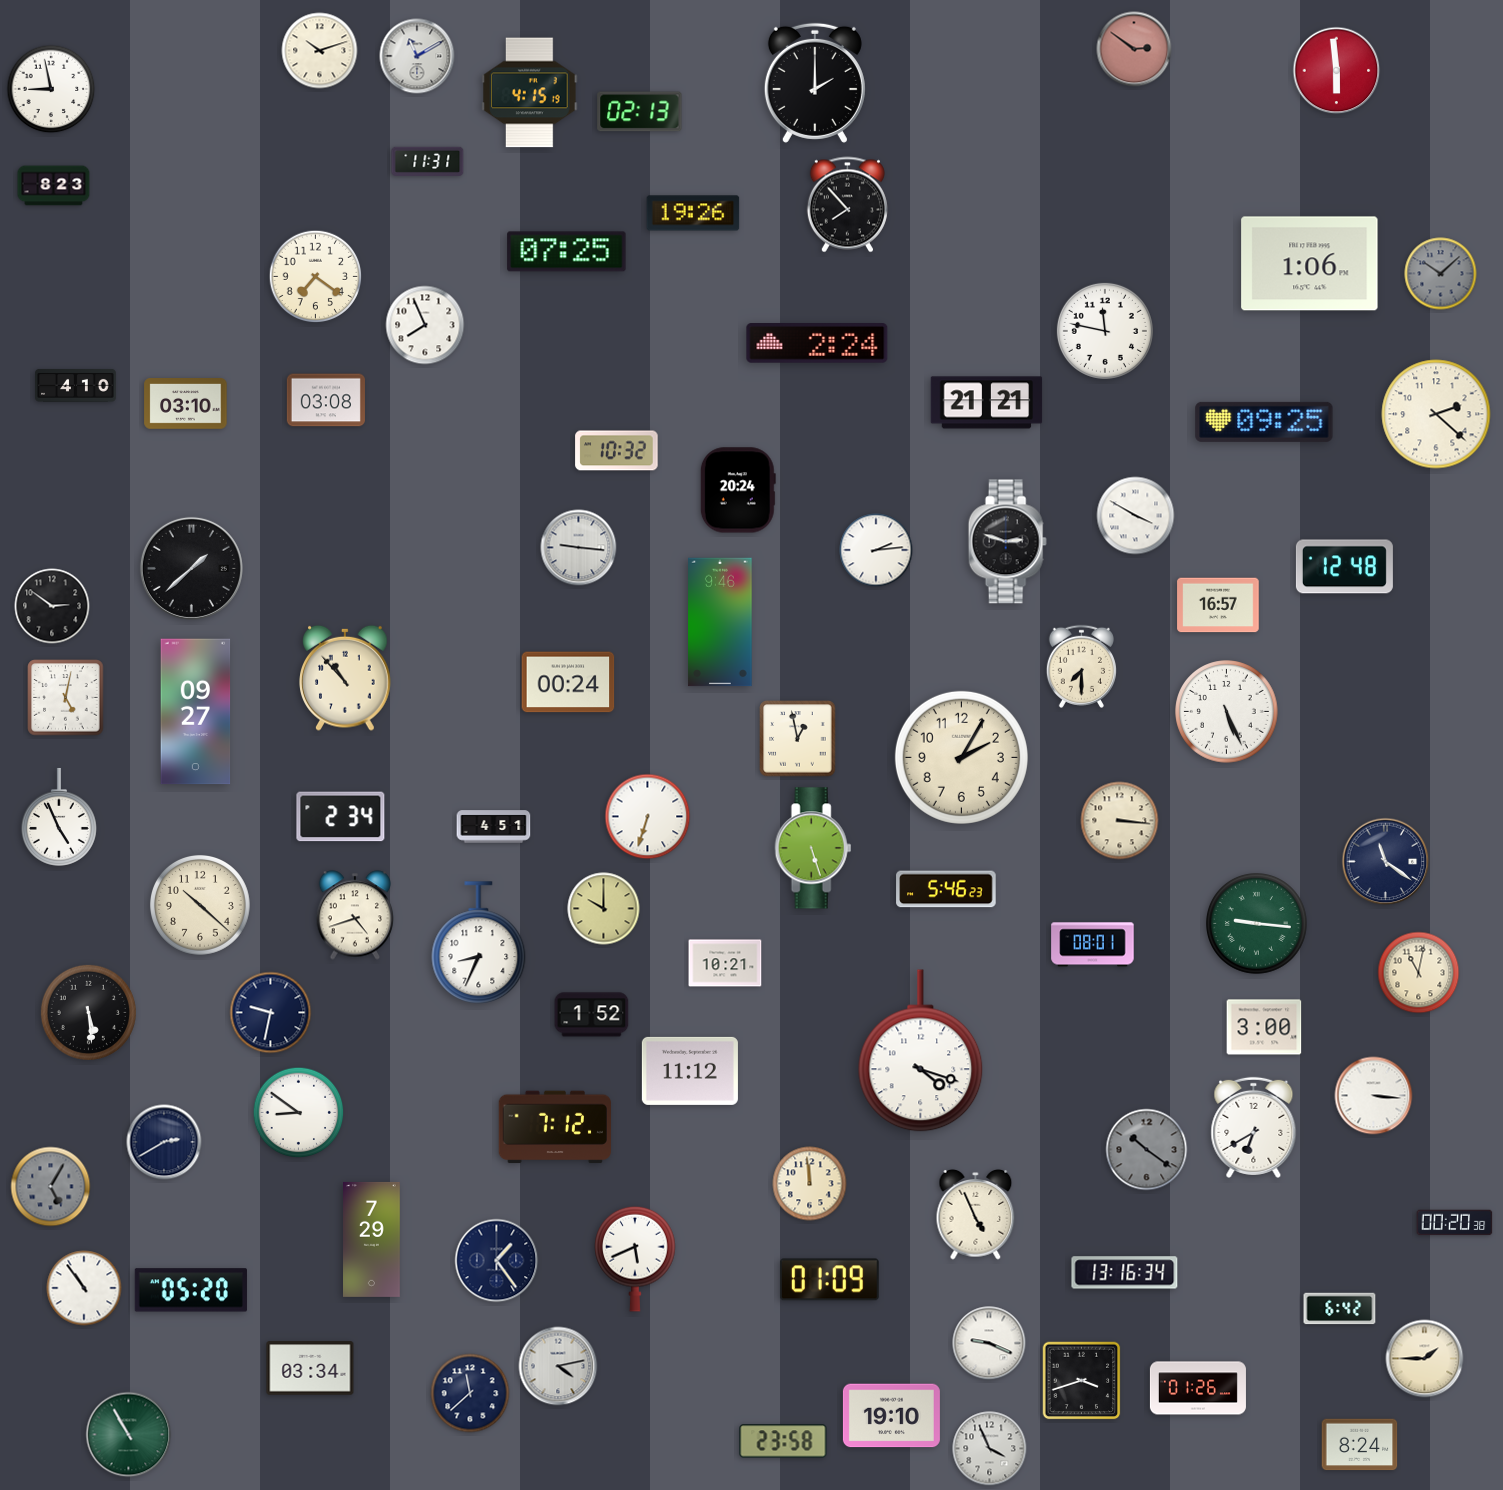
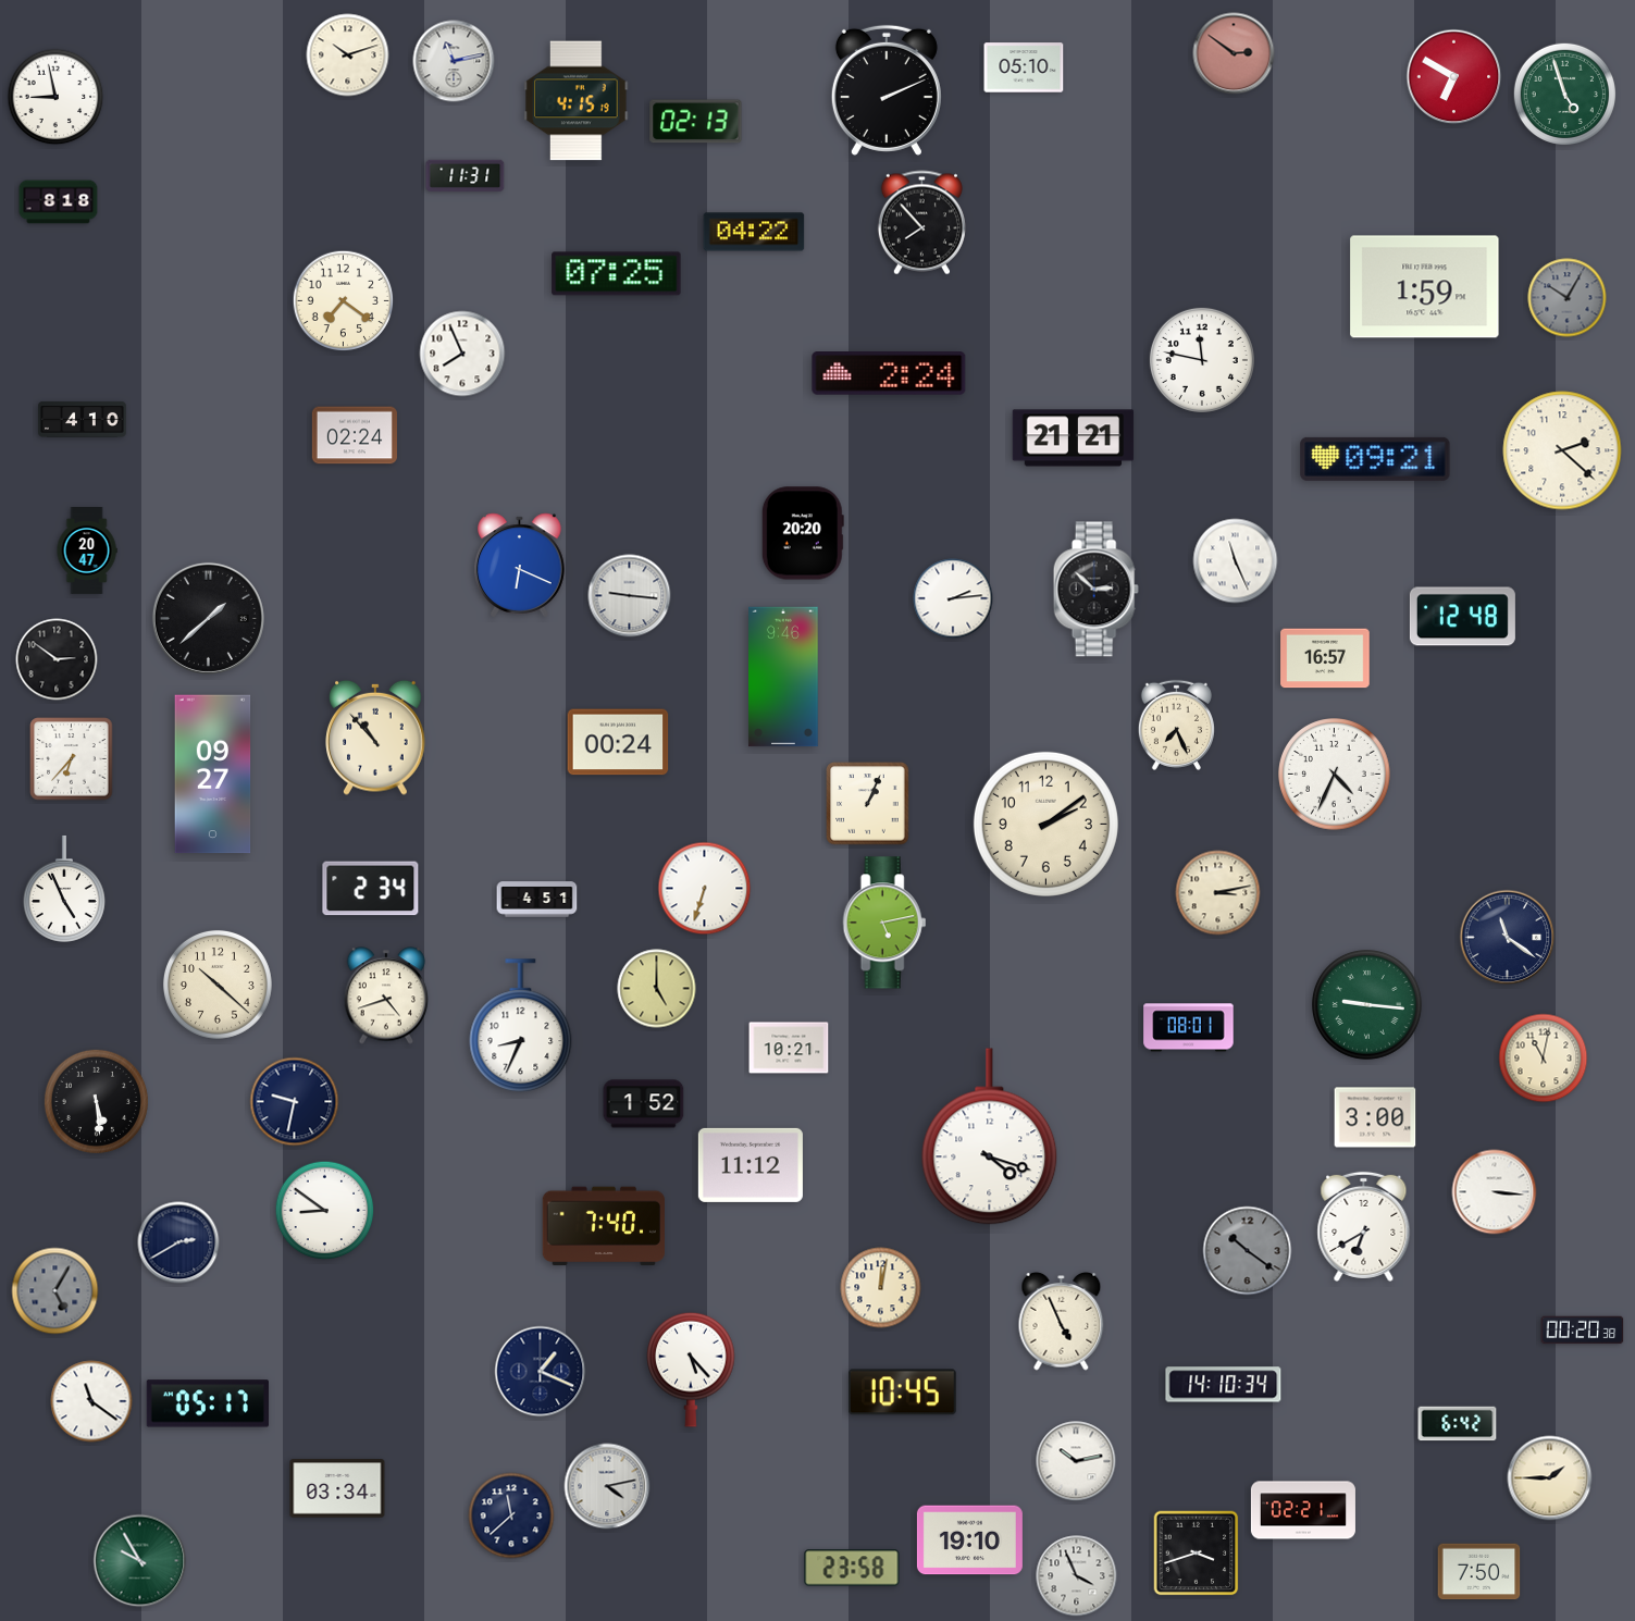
clock at (417, 56): 11:10 -> 11:13
clock at (1024, 67): none -> 05:10
clock at (1337, 71): 5:59 -> 6:50
clock at (815, 83): 2:00 -> 2:11
clock at (1564, 94): none -> 4:57
clock at (54, 186): 8:23 -> 8:18
clock at (693, 213): 19:26 -> 04:22
clock at (1310, 264): 1:06 -> 1:59
clock at (1441, 274): 10:08 -> 10:05
clock at (326, 400): 03:08 -> 02:24
clock at (186, 404): 03:10 -> none
clock at (1264, 422): 09:25 -> 09:21
clock at (617, 451): 10:32 -> none
clock at (738, 490): 20:24 -> 20:20
clock at (87, 552): none -> 20:47
clock at (1136, 516): 3:50 -> 11:26
clock at (520, 566): none -> 6:19
clock at (1007, 542): 2:48 -> 2:52
clock at (1081, 666): 7:30 -> 7:26
clock at (66, 698): 5:02 -> 6:37
clock at (1227, 712): 5:26 -> 4:34
clock at (798, 739): 12:58 -> 1:04
clock at (961, 757): 2:05 -> 2:09
clock at (1120, 821): 3:16 -> 3:13
clock at (813, 848): 5:27 -> 5:13
clock at (946, 889): 5:46 -> none
clock at (604, 909): 10:00 -> 5:00
clock at (921, 1051) position: (921, 1051) -> (990, 1137)
clock at (555, 1127): 7:12 -> 7:40
clock at (810, 1184): 11:59 -> 12:02
clock at (372, 1239): 7:29 -> none
clock at (635, 1259): 5:41 -> 5:23
clock at (497, 1261): 1:24 -> 1:19
clock at (1125, 1273): 13:16 -> 14:10
clock at (829, 1280): 01:09 -> 10:45
clock at (84, 1288): 10:54 -> 11:21
clock at (191, 1290): 05:20 -> 05:17
clock at (989, 1343): 9:19 -> 10:13
clock at (1082, 1381) position: (1082, 1381) -> (1197, 1554)
clock at (1198, 1388): 01:26 -> 02:21
clock at (129, 1435): 10:55 -> 9:55
clock at (1360, 1445): 8:24 -> 7:50
